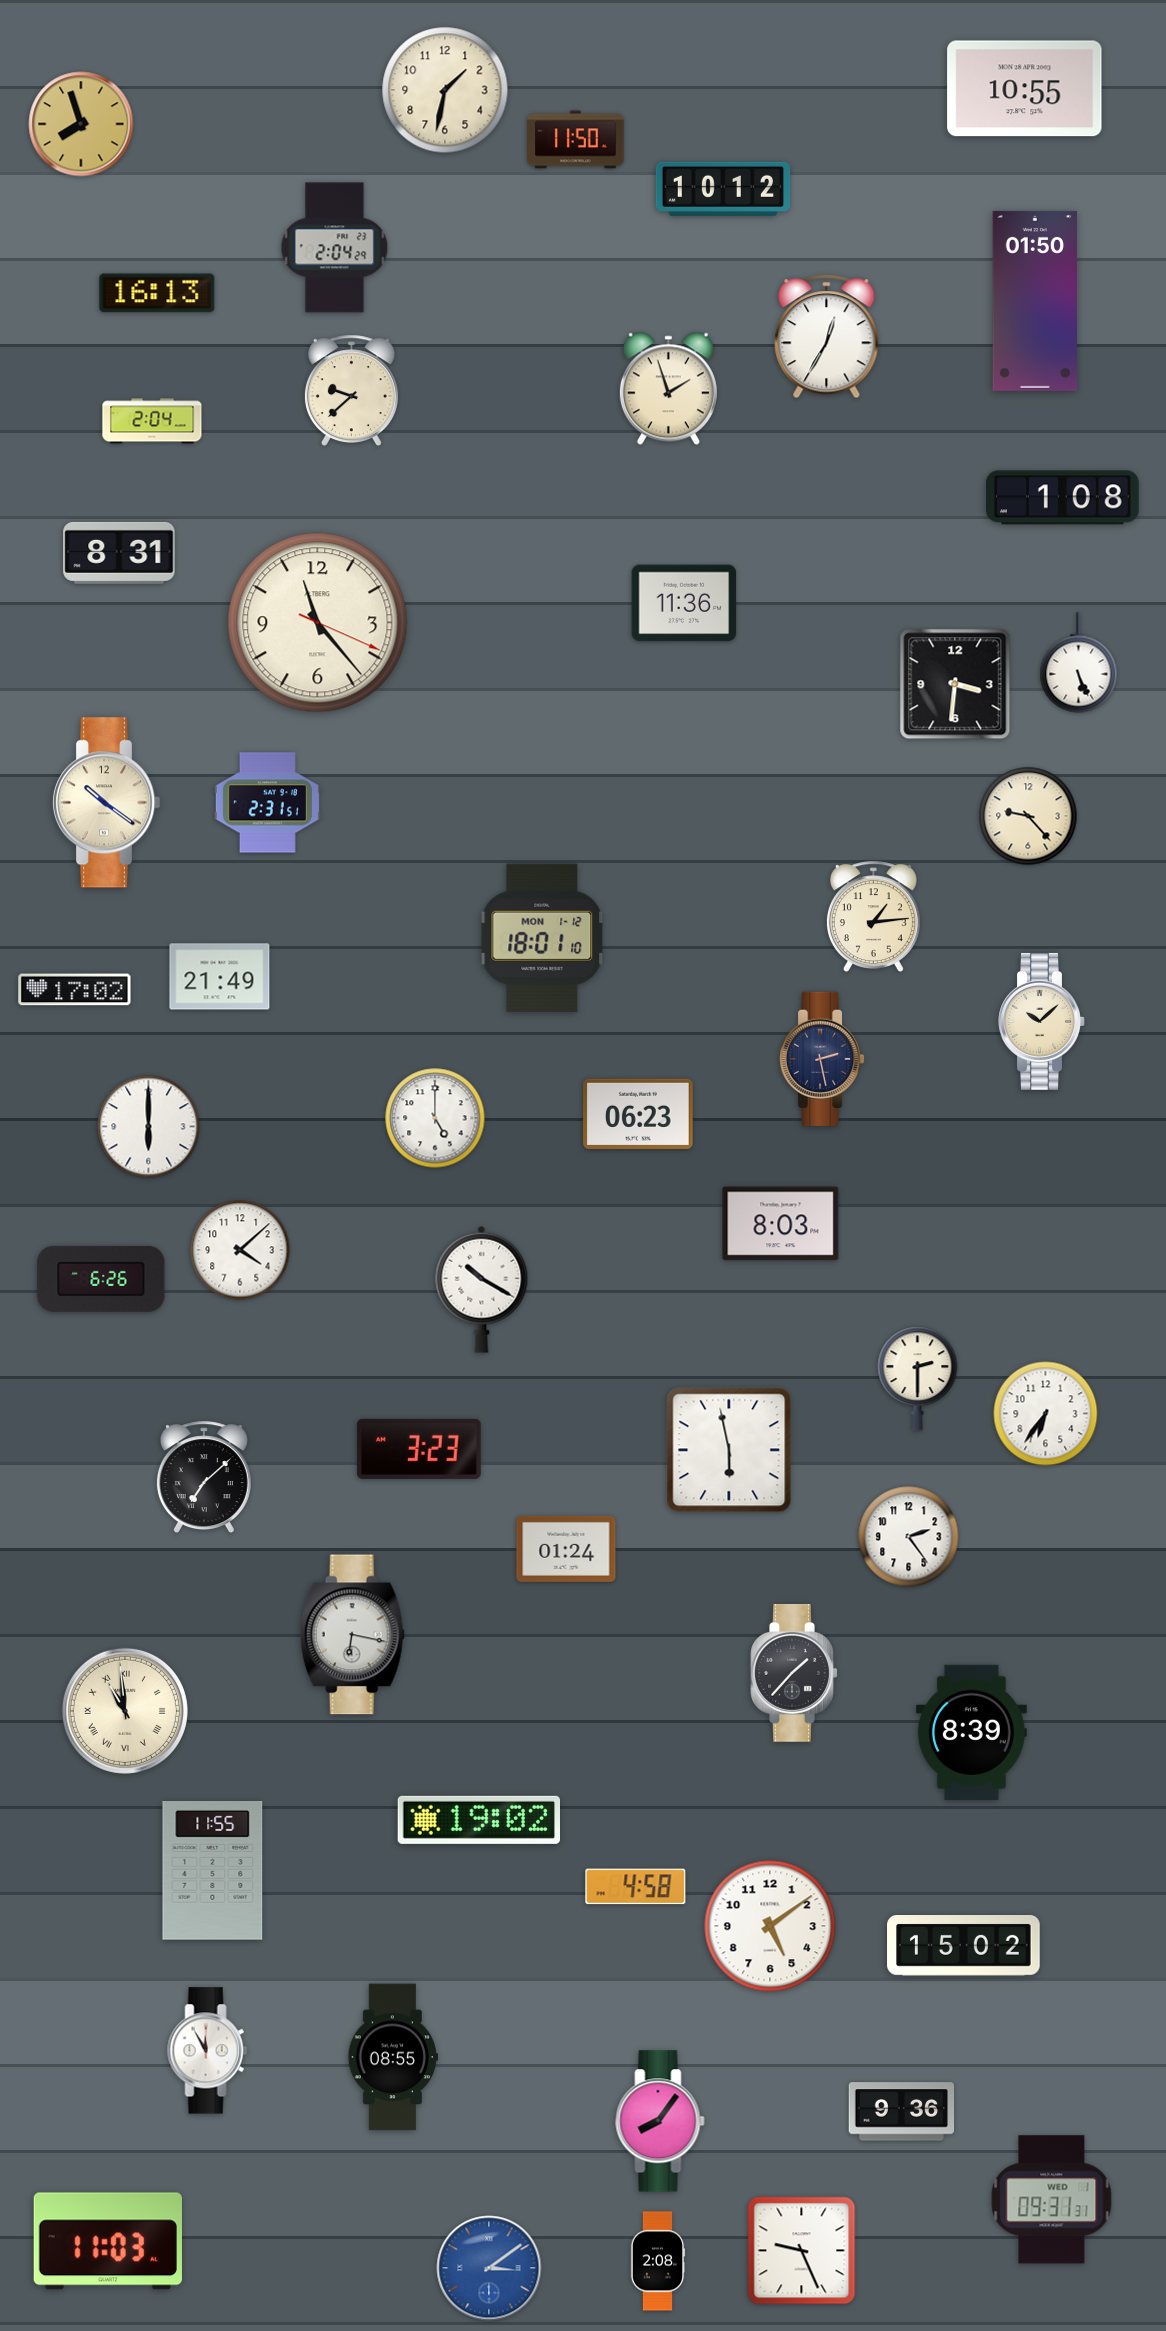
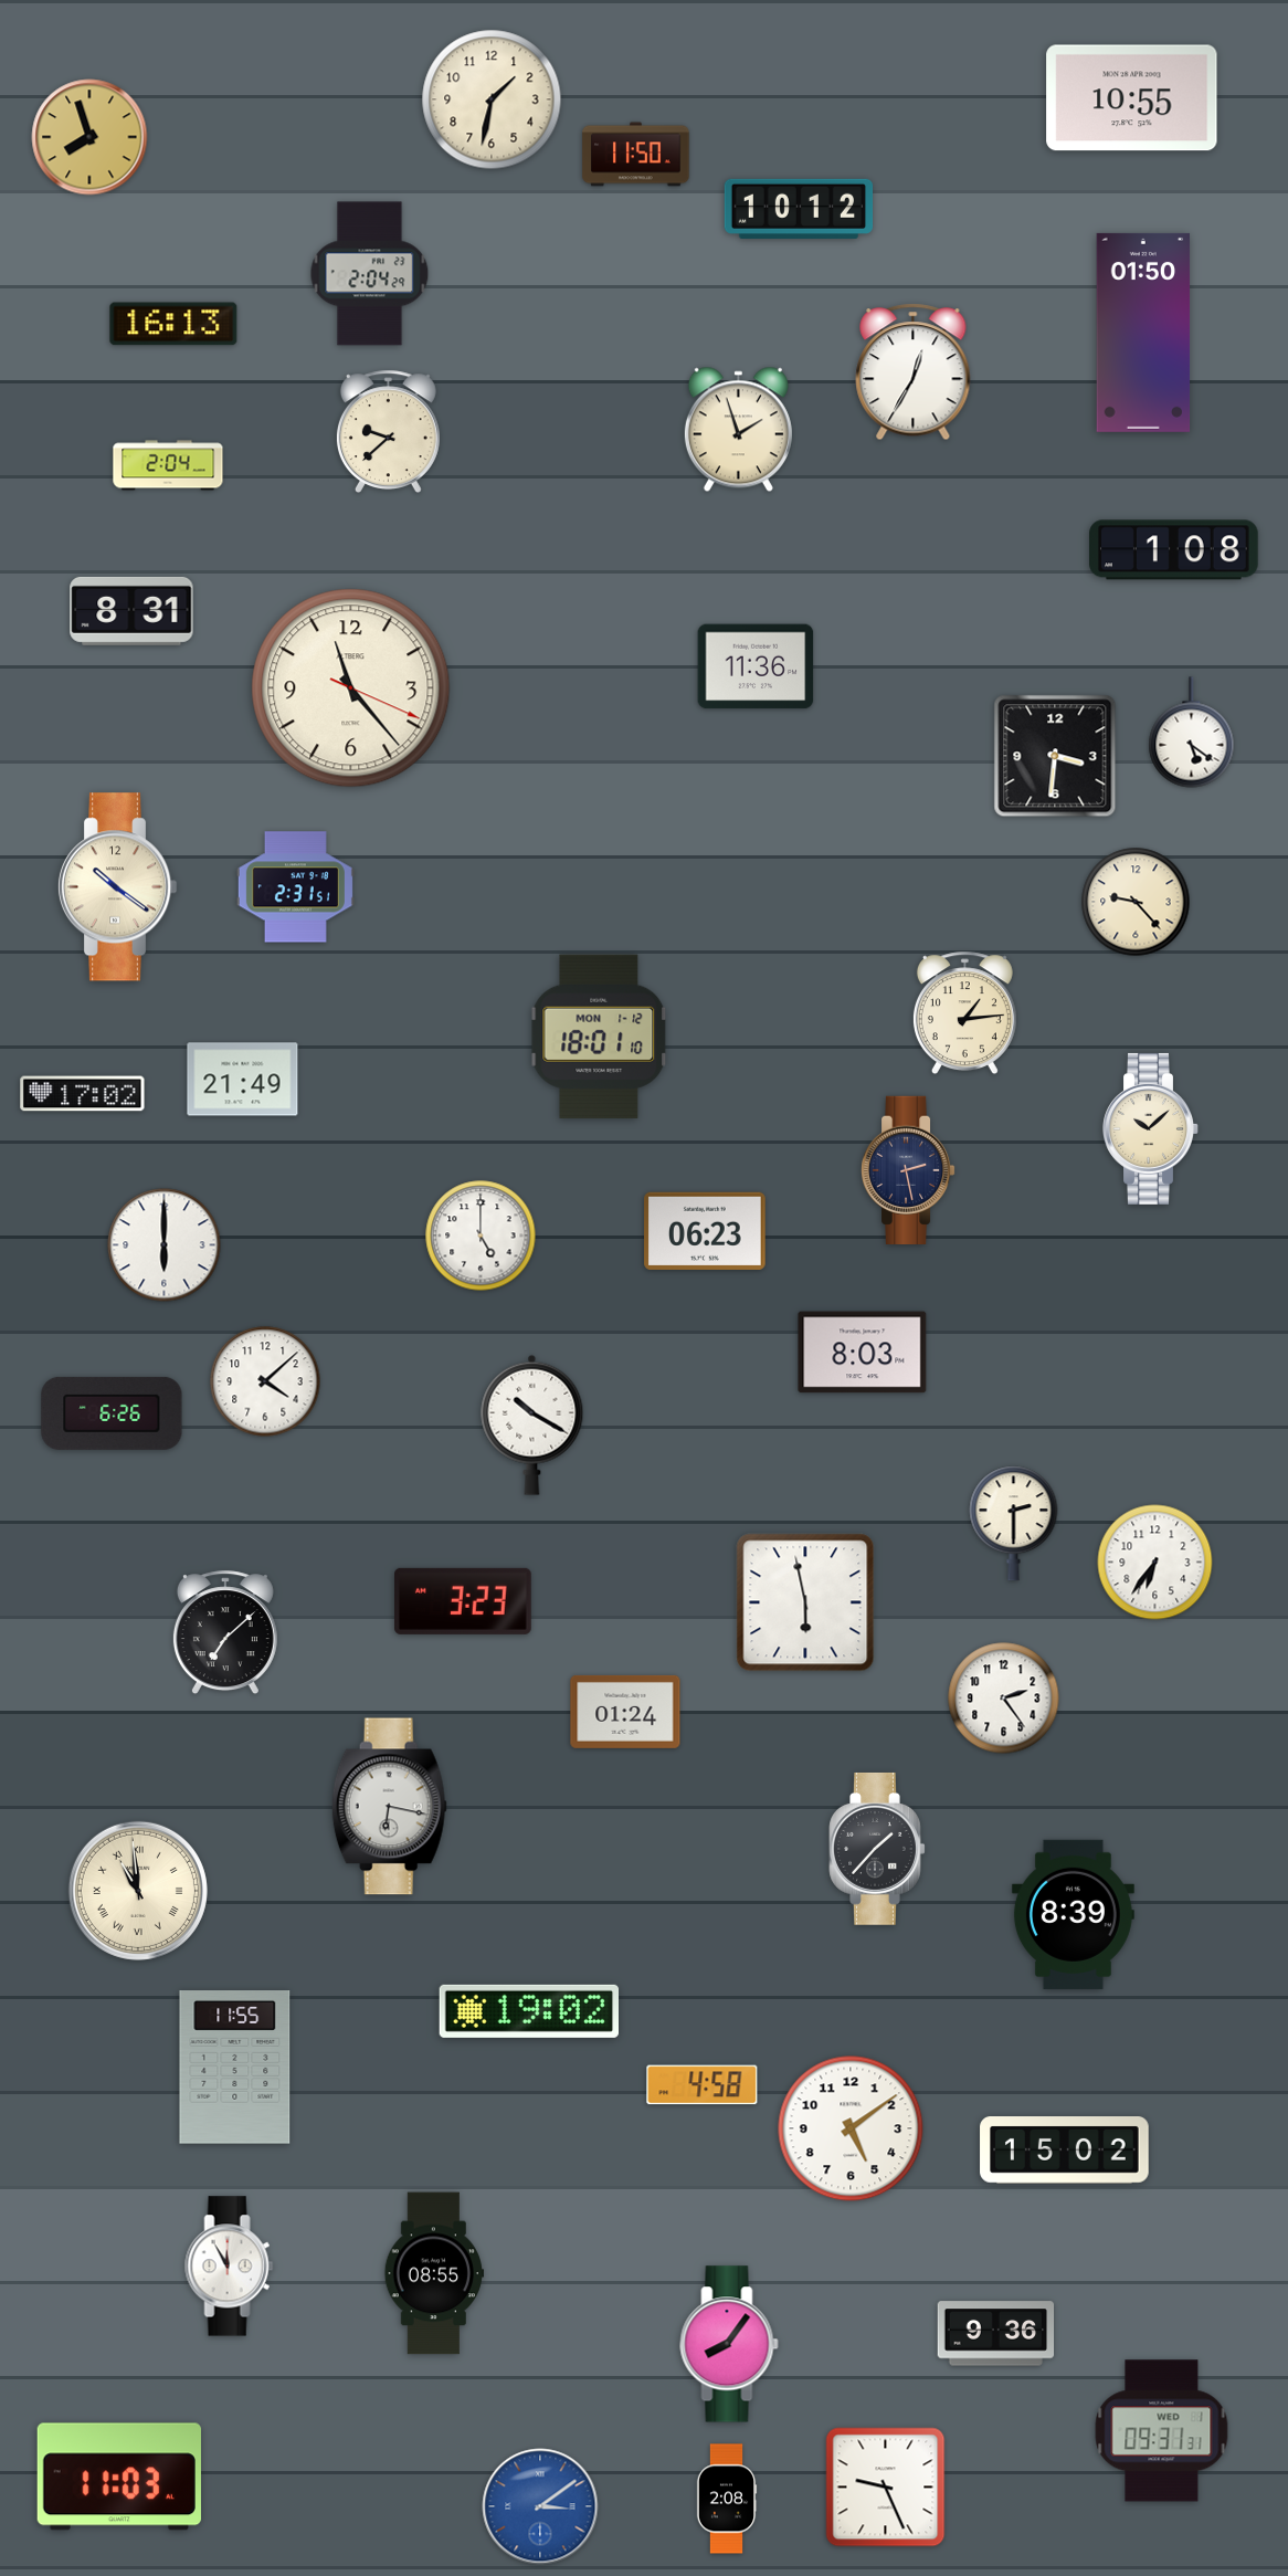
clock at (1079, 663): 5:26 -> 5:21
